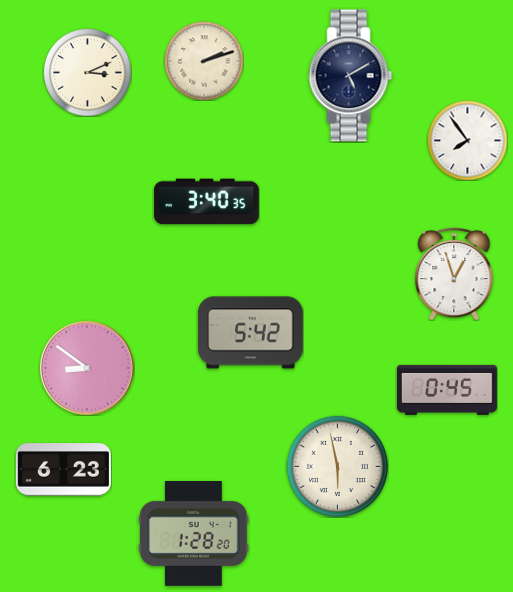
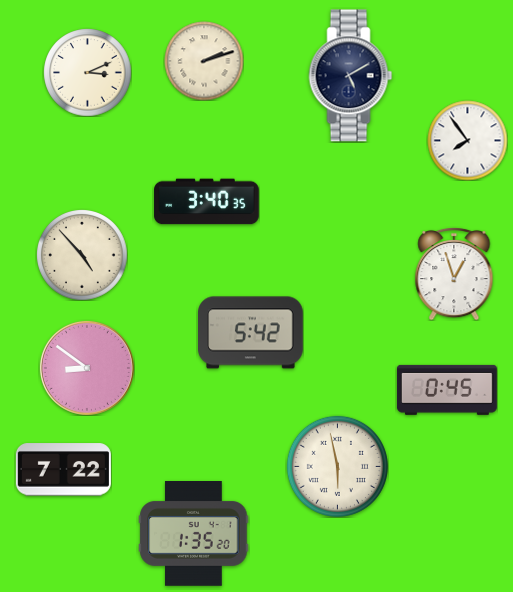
clock at (82, 255): none -> 4:53
clock at (63, 470): 6:23 -> 7:22
clock at (194, 534): 1:28 -> 1:35
